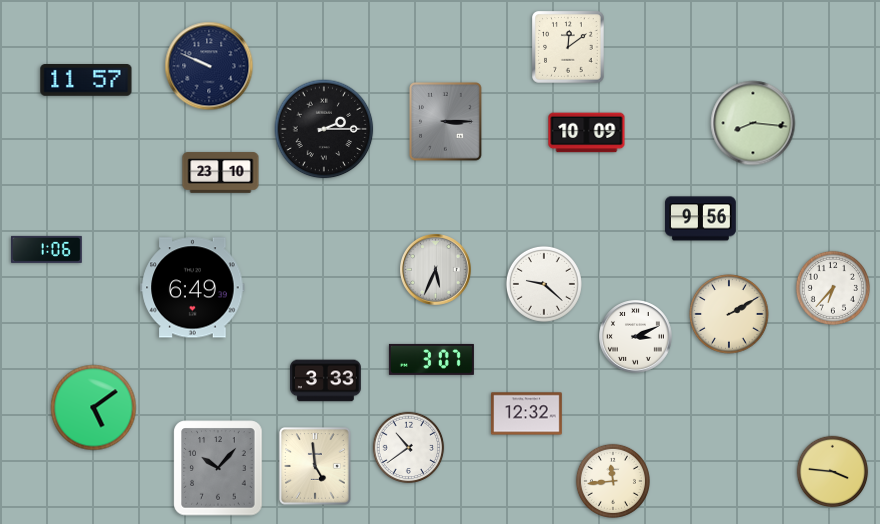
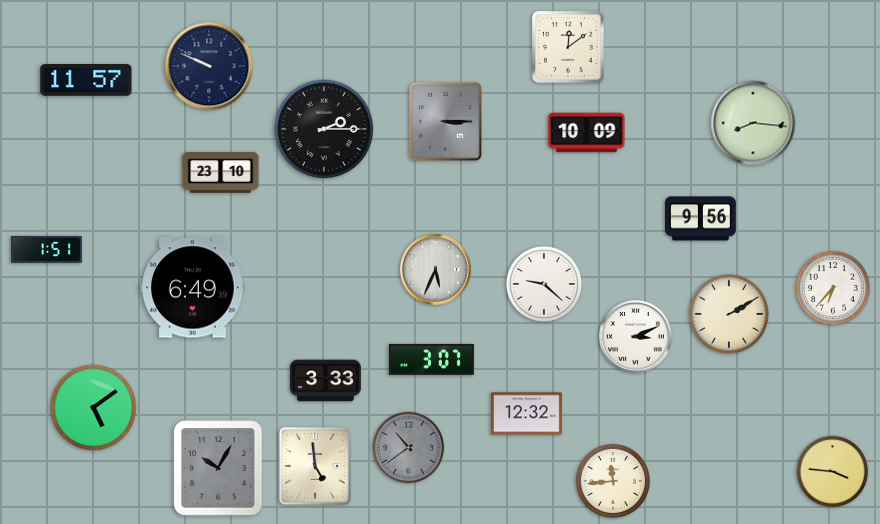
clock at (47, 249): 1:06 -> 1:51
clock at (409, 448) dial: white -> grey
clock at (218, 468): 10:07 -> 10:05
